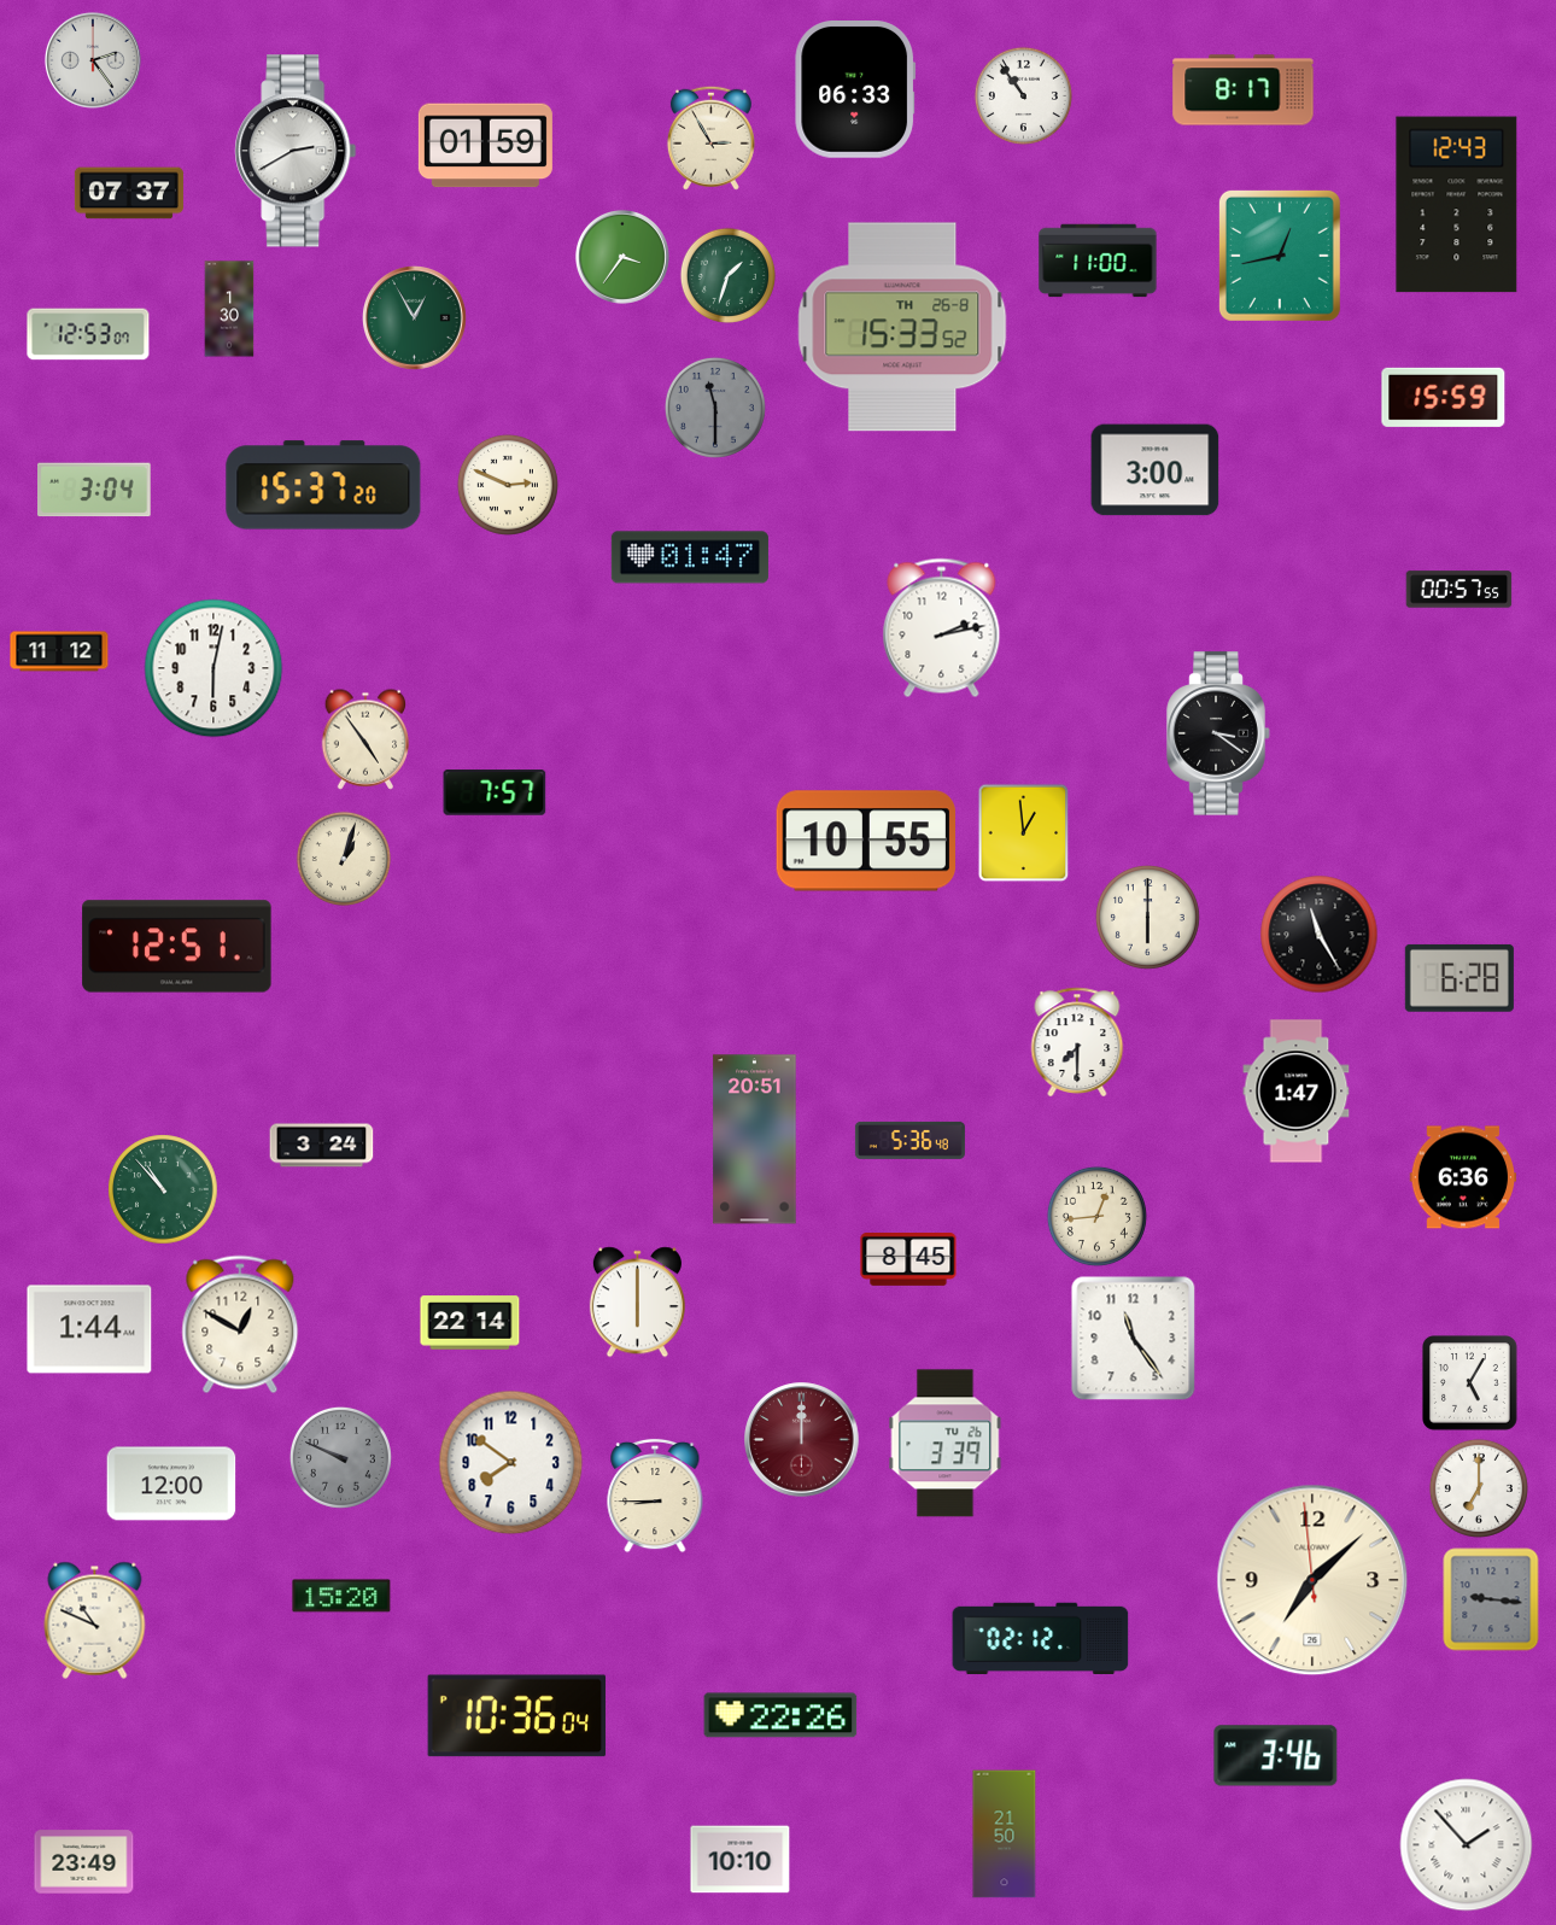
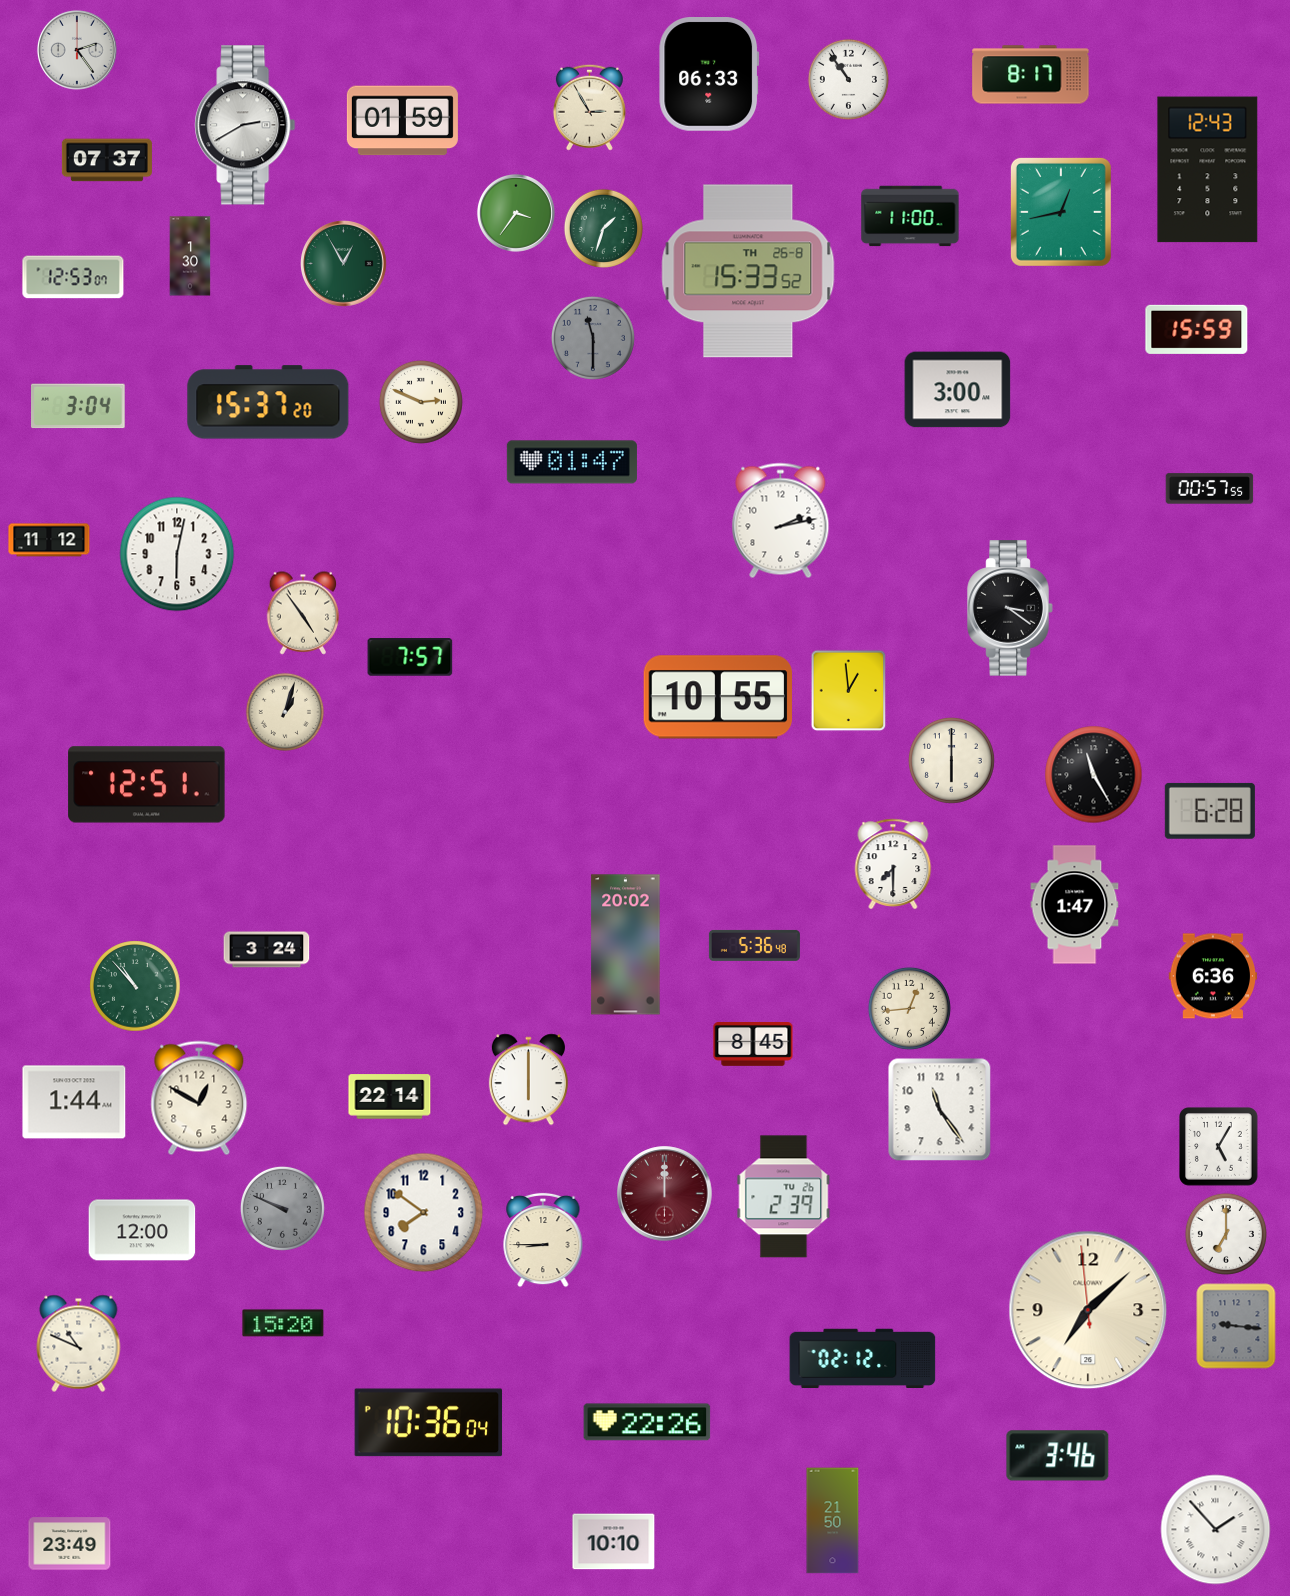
clock at (710, 137) position: (710, 137) -> (589, 107)
clock at (755, 1140): 20:51 -> 20:02
clock at (946, 1444): 3:39 -> 2:39
